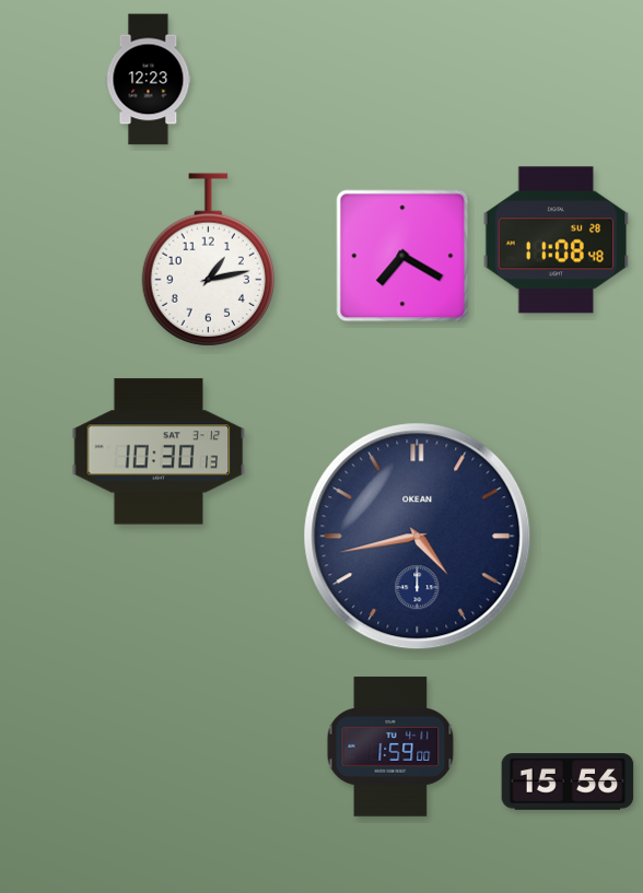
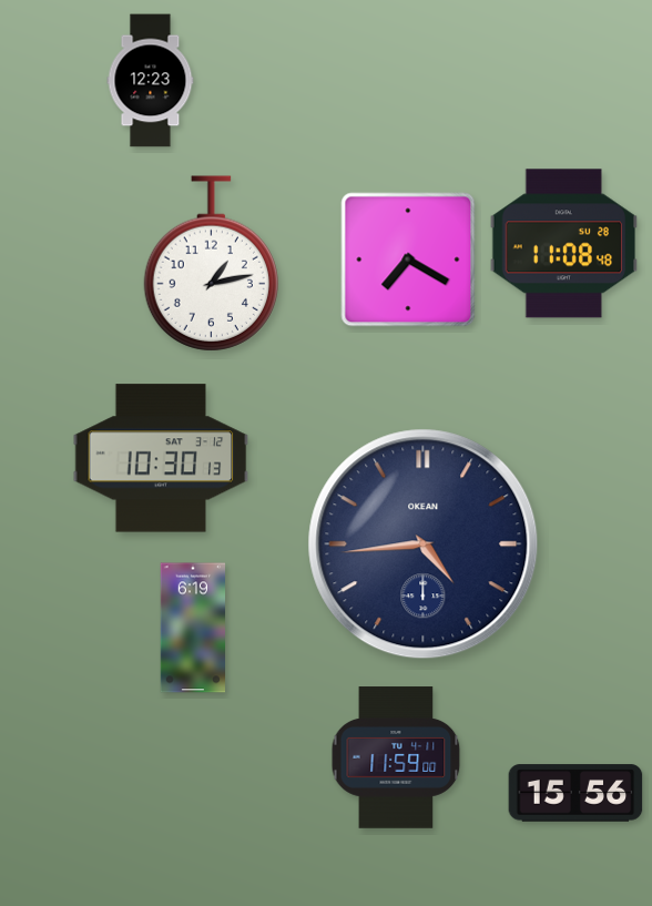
clock at (418, 537): 4:43 -> 4:44
clock at (193, 628): none -> 6:19
clock at (390, 747): 1:59 -> 11:59
